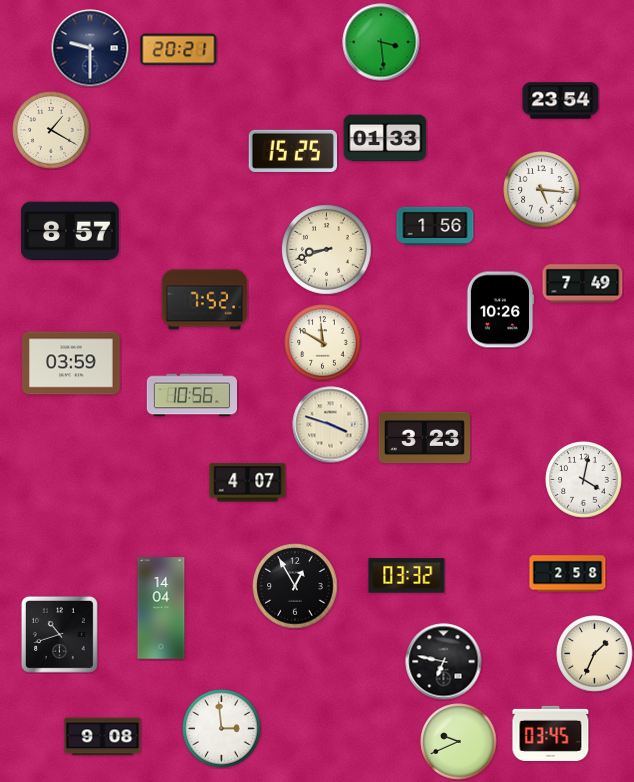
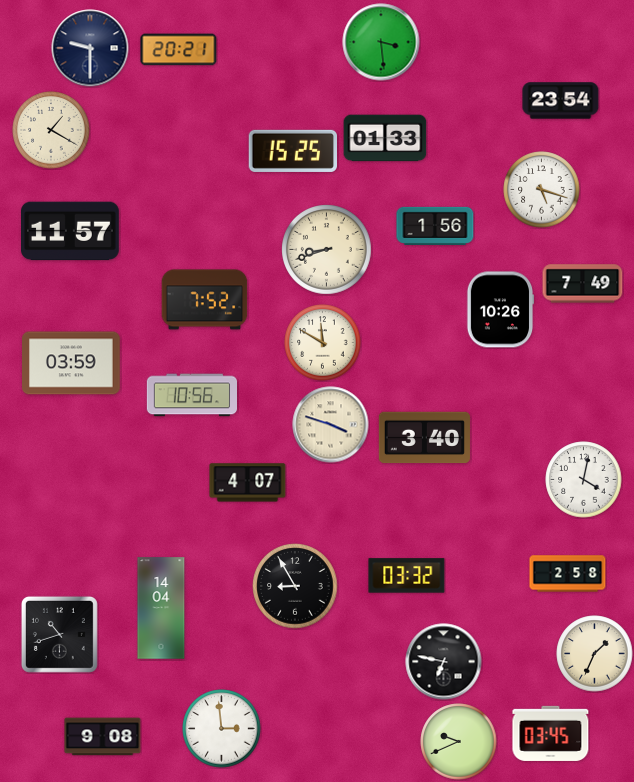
clock at (542, 190): 5:16 -> 5:18
clock at (71, 231): 8:57 -> 11:57
clock at (424, 438): 3:23 -> 3:40
clock at (295, 586): 12:55 -> 8:55
